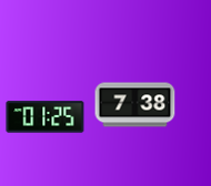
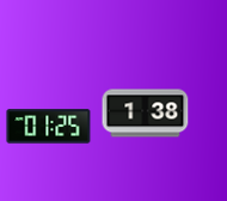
clock at (135, 105): 7:38 -> 1:38
